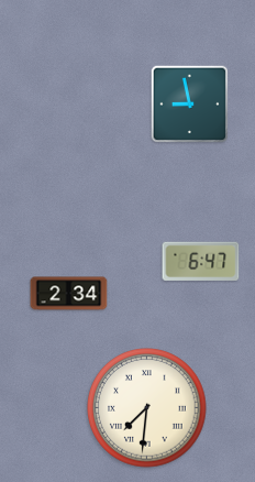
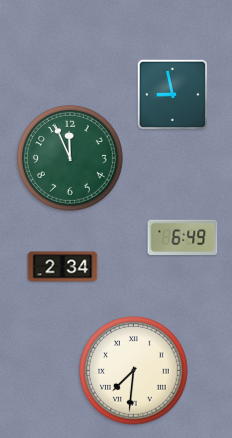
clock at (70, 158): none -> 11:56
clock at (201, 261): 6:47 -> 6:49
